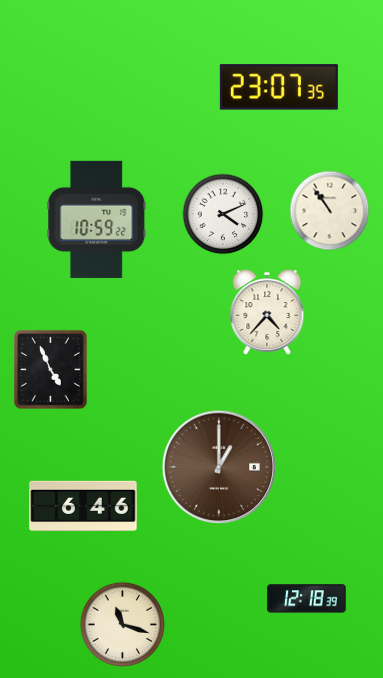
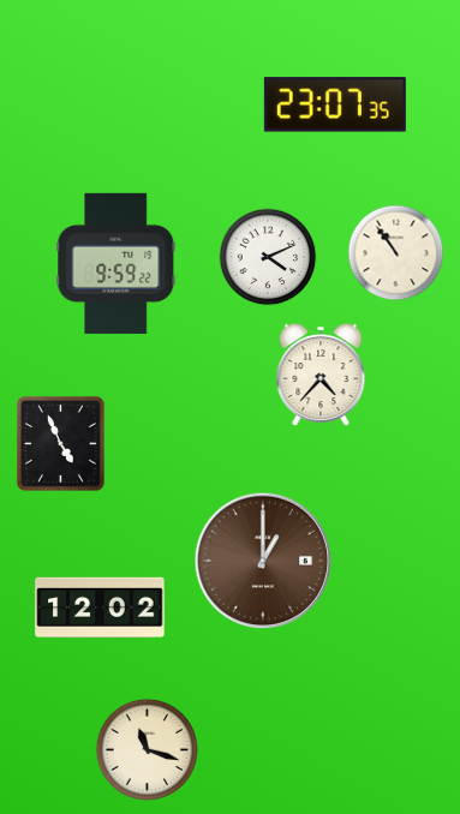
clock at (97, 219): 10:59 -> 9:59
clock at (83, 506): 6:46 -> 12:02
clock at (307, 599): 12:18 -> none
